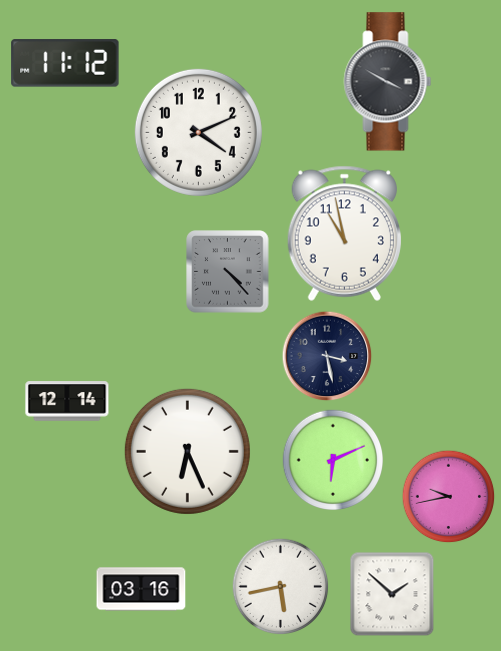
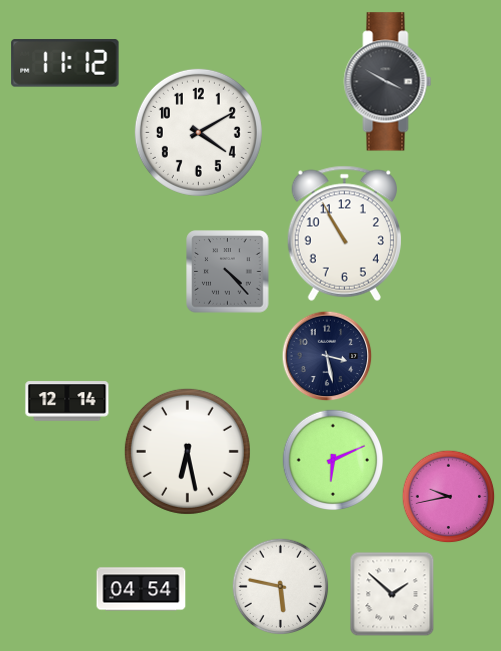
clock at (198, 132): 4:11 -> 4:10
clock at (344, 233): 10:58 -> 10:55
clock at (187, 451): 6:26 -> 6:28
clock at (281, 587): 5:43 -> 5:47
clock at (141, 589): 03:16 -> 04:54
